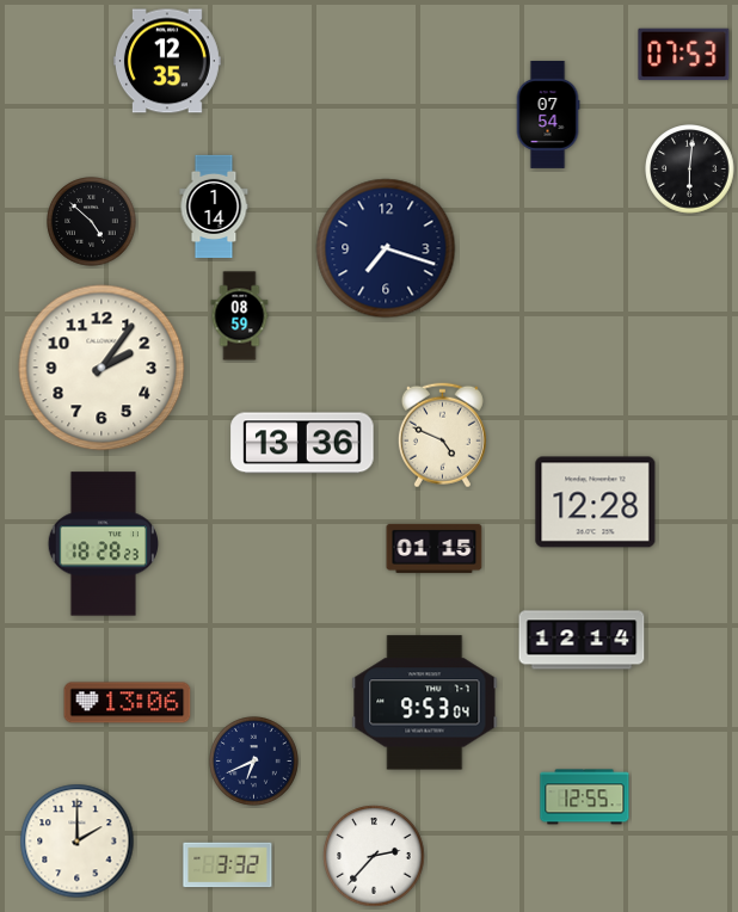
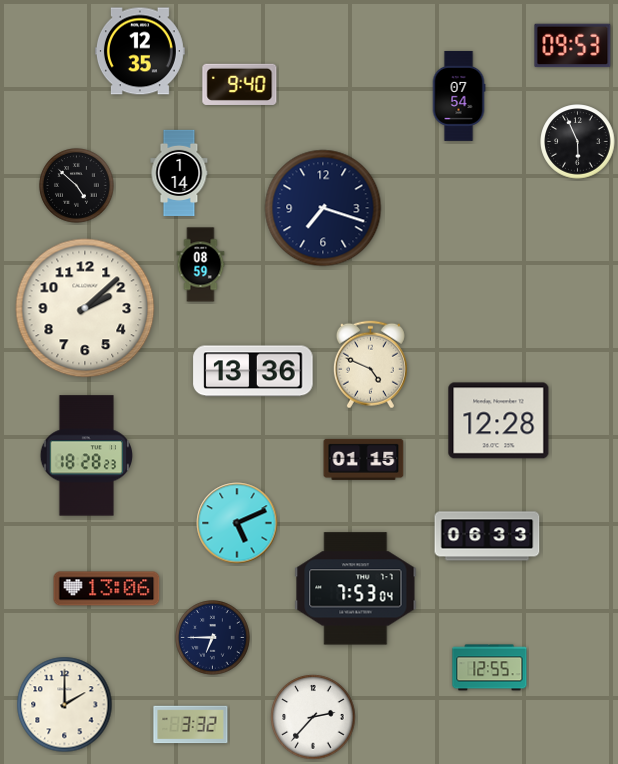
clock at (684, 55): 07:53 -> 09:53
clock at (240, 84): none -> 9:40
clock at (690, 170): 6:01 -> 5:56
clock at (102, 368): 2:06 -> 2:08
clock at (237, 523): none -> 5:11
clock at (582, 640): 12:14 -> 06:33
clock at (425, 703): 9:53 -> 7:53
clock at (254, 762): 6:41 -> 6:45
